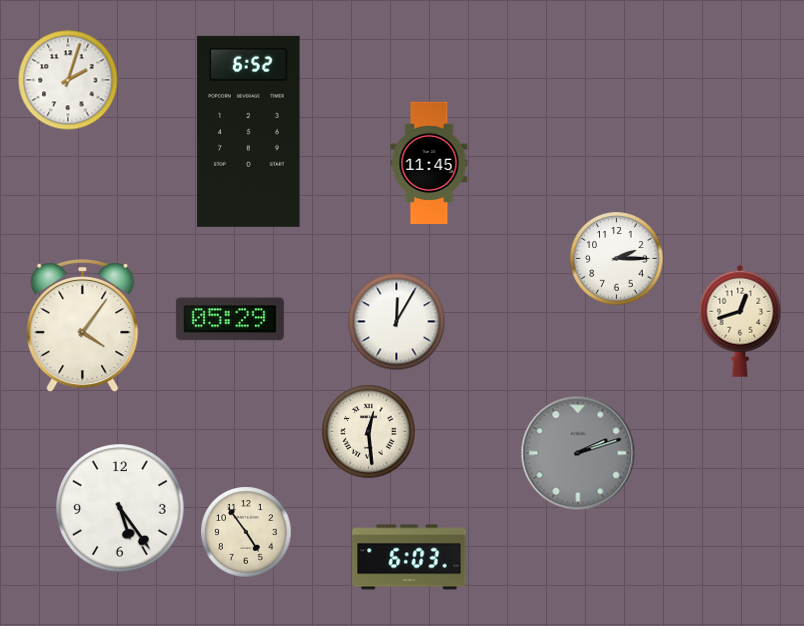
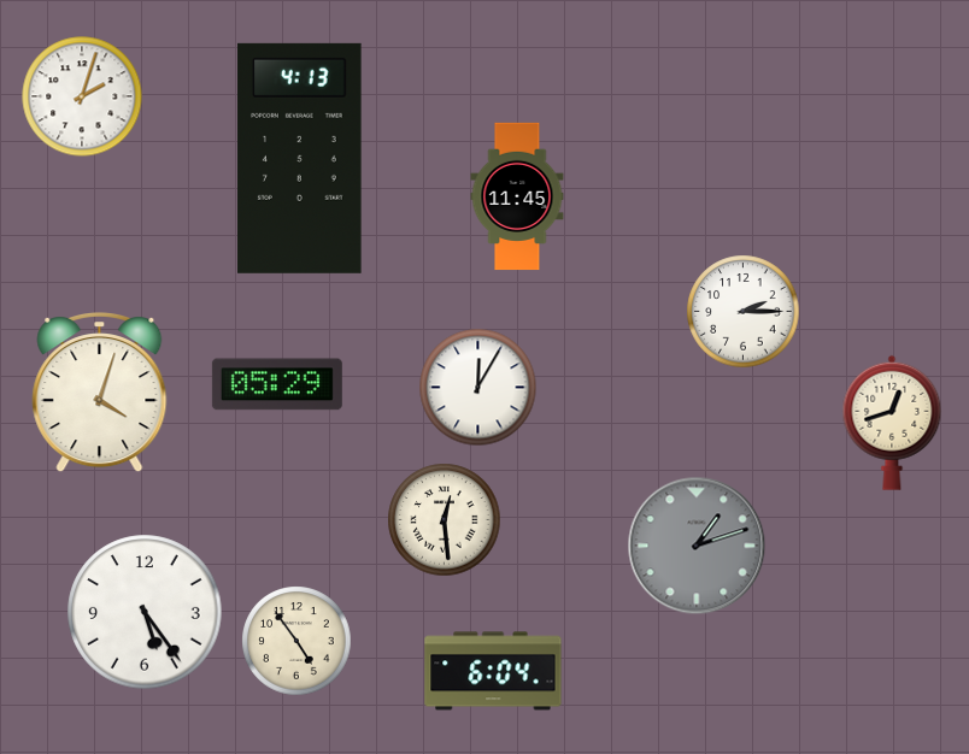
clock at (249, 131): 6:52 -> 4:13
clock at (740, 321) position: (740, 321) -> (892, 423)
clock at (83, 327): 4:06 -> 4:03
clock at (578, 453): 2:12 -> 1:12
clock at (409, 557): 6:03 -> 6:04
